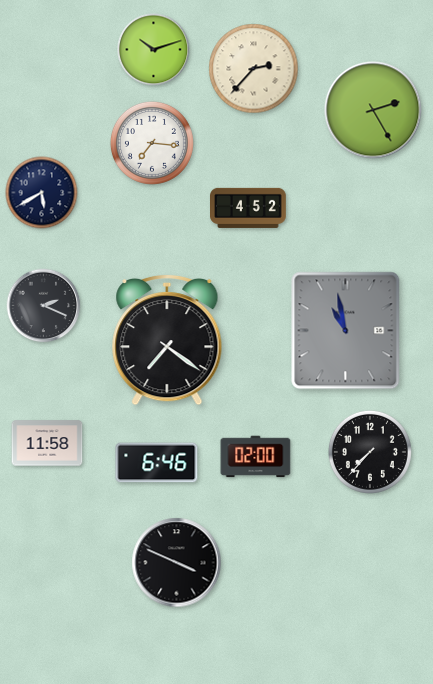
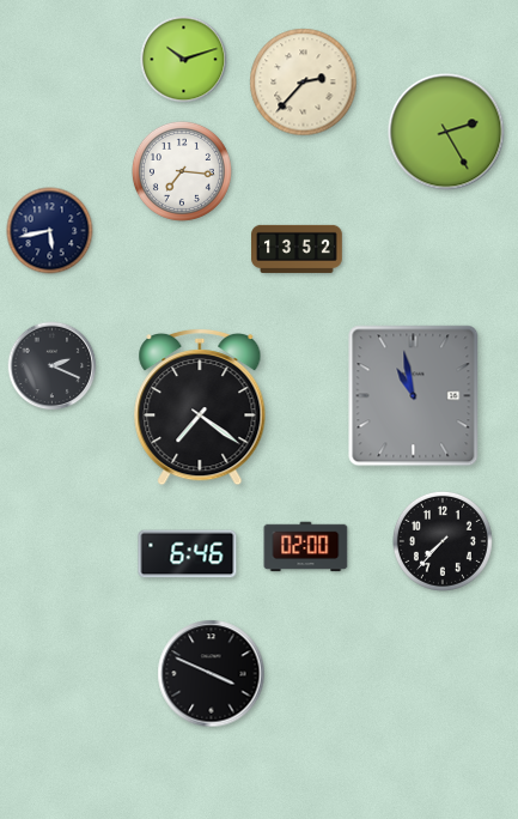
clock at (42, 193): 5:40 -> 5:43
clock at (249, 208): 4:52 -> 13:52
clock at (47, 443): 11:58 -> none
